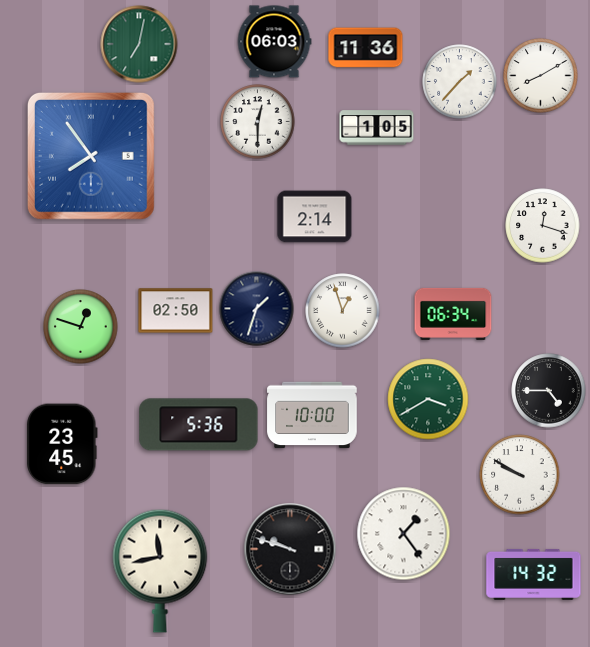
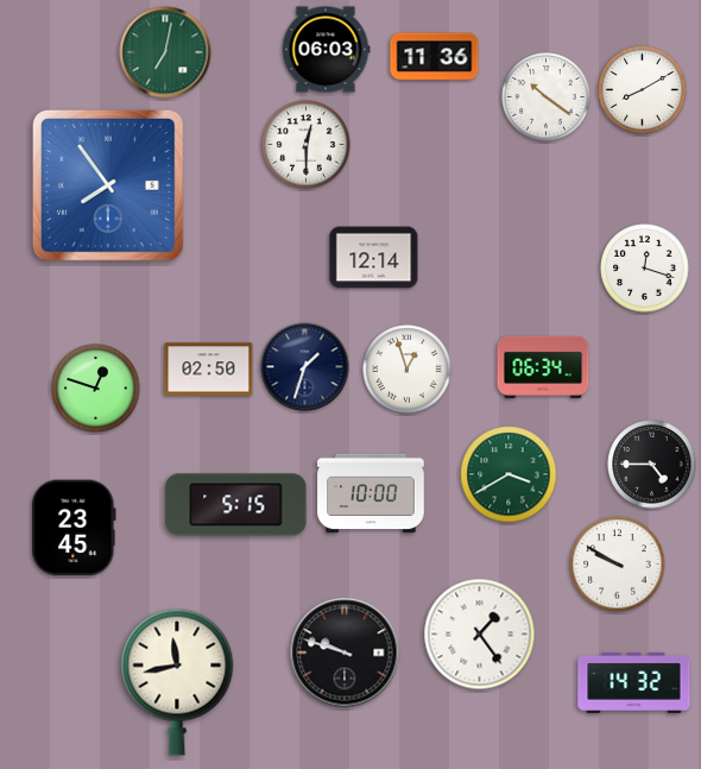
clock at (460, 82): 1:37 -> 10:21
clock at (377, 128): 1:05 -> none
clock at (315, 217): 2:14 -> 12:14
clock at (453, 314) position: (453, 314) -> (543, 367)
clock at (199, 425): 5:36 -> 5:15
clock at (160, 571) position: (160, 571) -> (177, 682)
